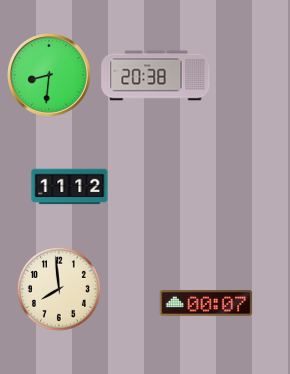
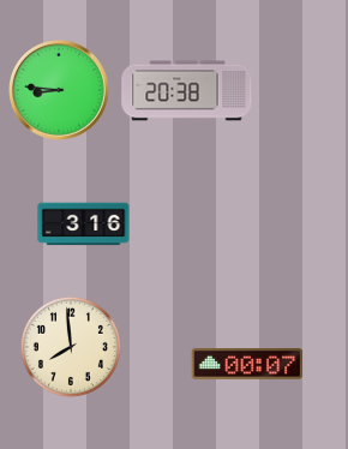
clock at (50, 76): 8:31 -> 8:46
clock at (70, 187): 11:12 -> 3:16
